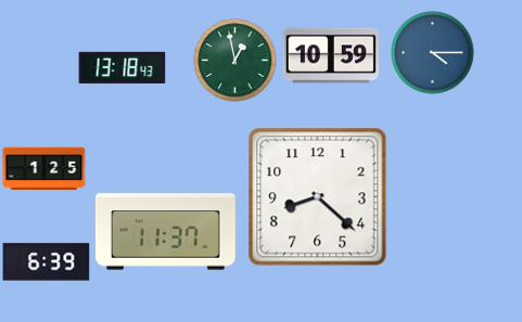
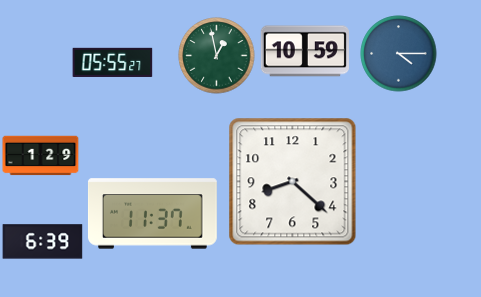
clock at (433, 53) position: (433, 53) -> (399, 54)
clock at (123, 67): 13:18 -> 05:55
clock at (44, 169): 1:25 -> 1:29
